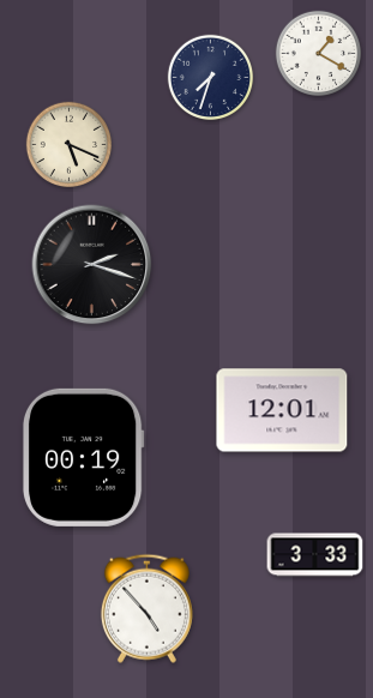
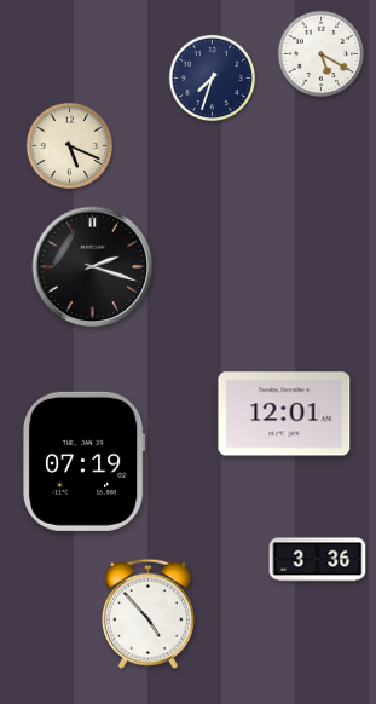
clock at (319, 54): 1:20 -> 5:20
clock at (83, 457): 00:19 -> 07:19
clock at (315, 555): 3:33 -> 3:36
